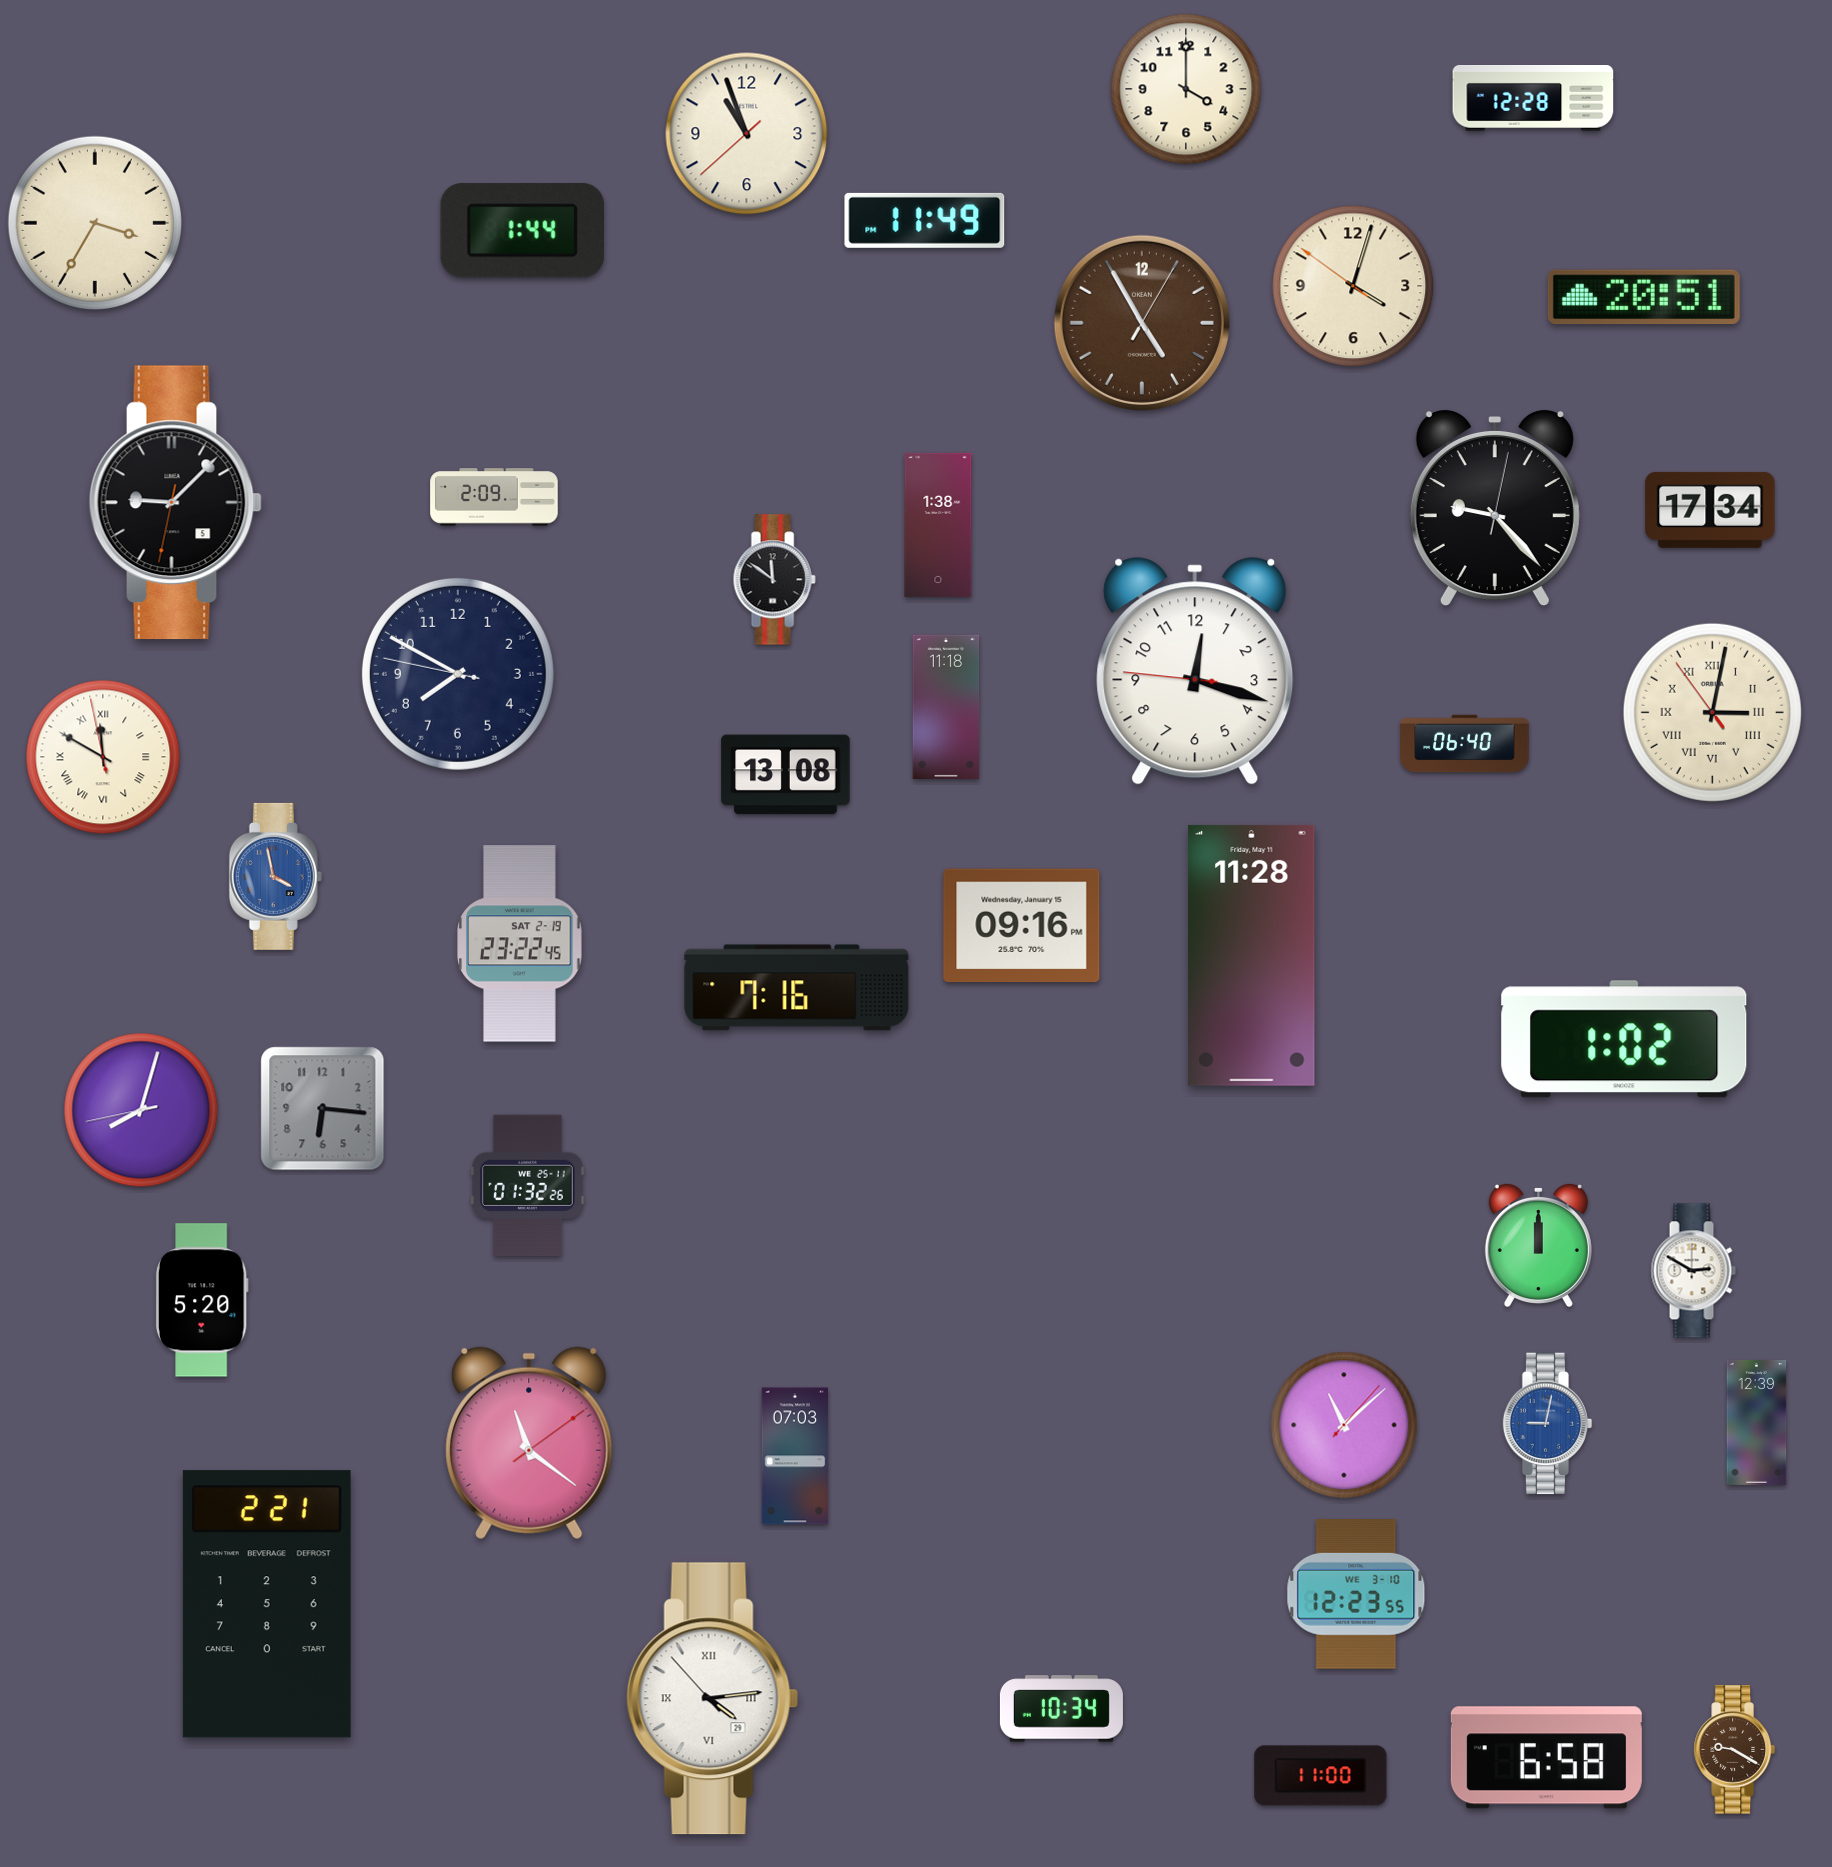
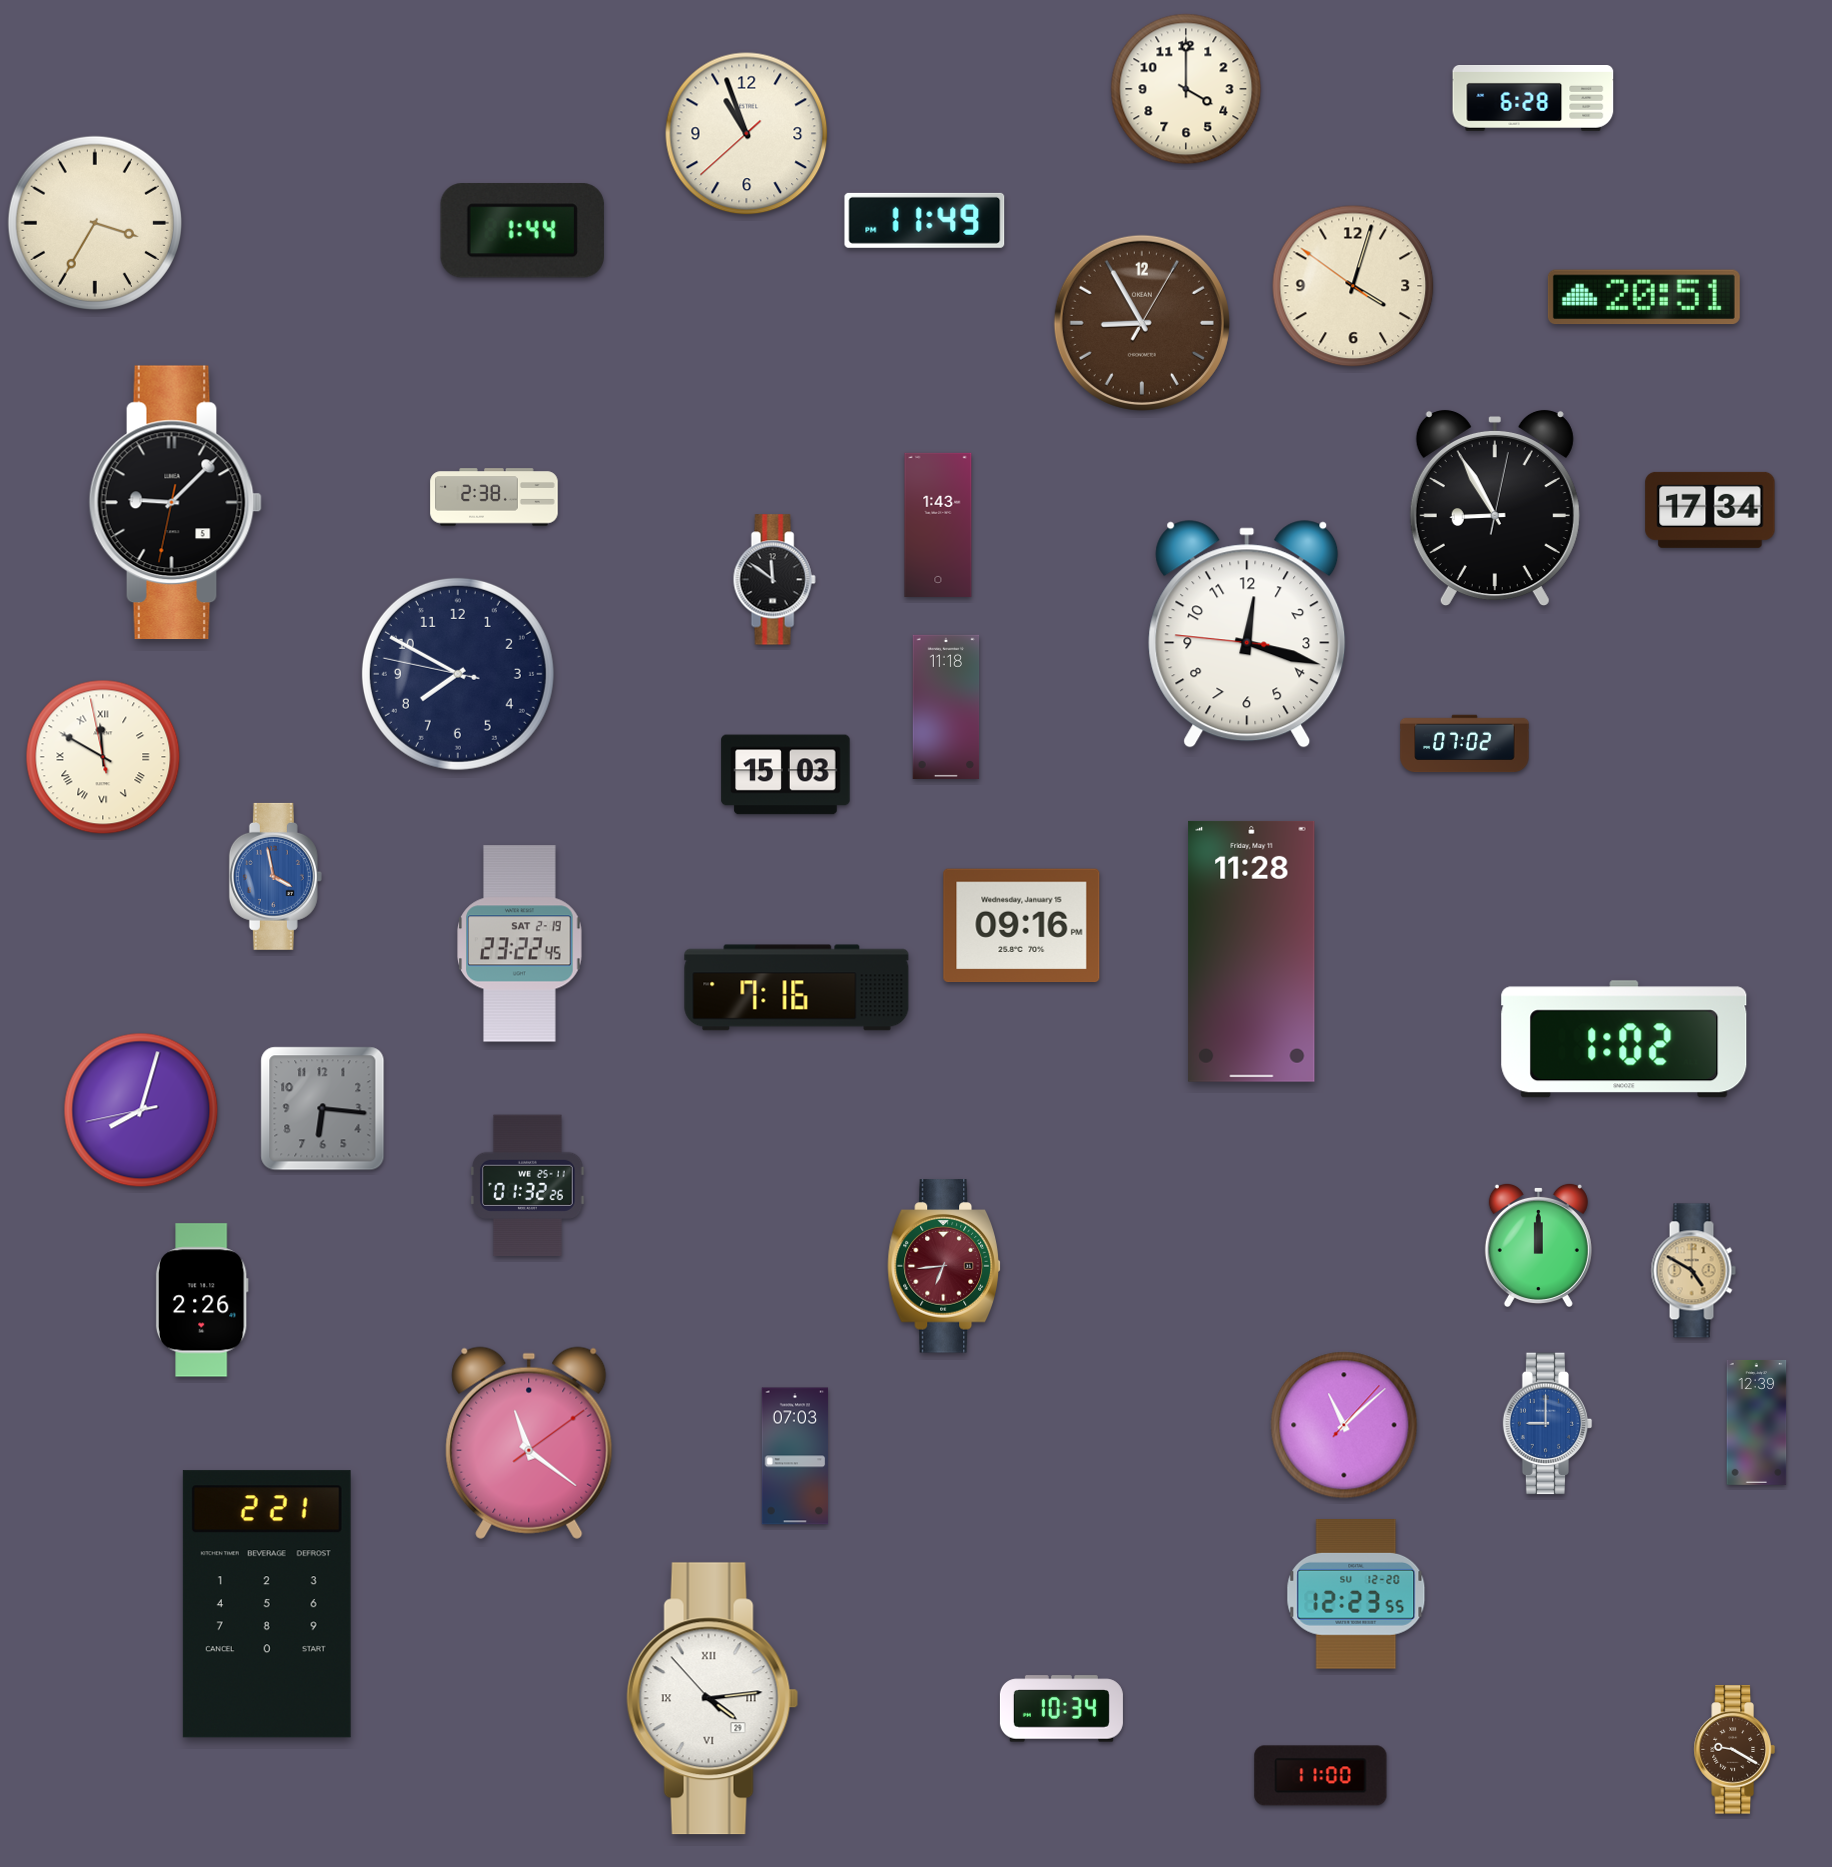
clock at (1533, 99): 12:28 -> 6:28
clock at (1142, 323): 4:55 -> 8:55
clock at (494, 497): 2:09 -> 2:38
clock at (1495, 508): 9:23 -> 8:55
clock at (938, 525): 1:38 -> 1:43
clock at (1195, 671) position: (1195, 671) -> (1247, 634)
clock at (1712, 712): 3:01 -> none
clock at (1465, 744): 06:40 -> 07:02
clock at (786, 775): 13:08 -> 15:03
clock at (1252, 955) position: (1252, 955) -> (1252, 951)
clock at (944, 1266): none -> 6:44
clock at (1693, 1271): 2:50 -> 4:50
clock at (1693, 1271) dial: white -> champagne
clock at (202, 1300): 5:20 -> 2:26
clock at (1548, 1424): 9:02 -> 9:00
clock at (1356, 1595) date: WE 3-10 -> SU 12-20
clock at (1546, 1758): 6:58 -> none
